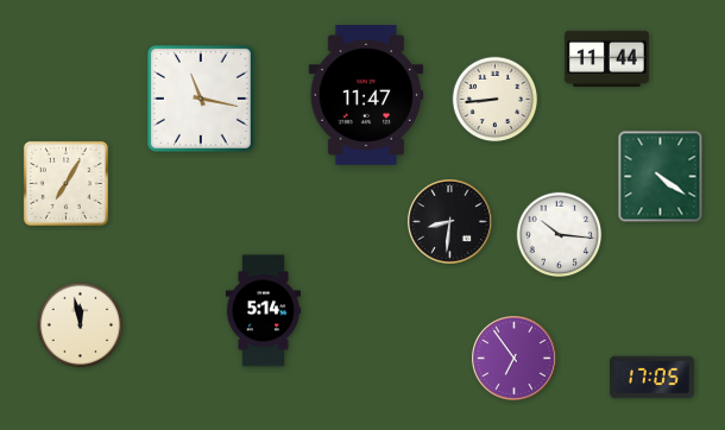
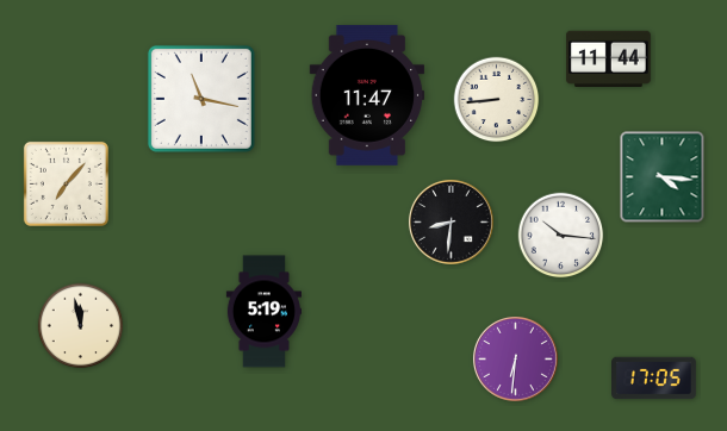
clock at (661, 177): 4:21 -> 4:16
clock at (65, 183): 7:05 -> 7:07
clock at (263, 311): 5:14 -> 5:19
clock at (513, 358): 6:54 -> 6:31
